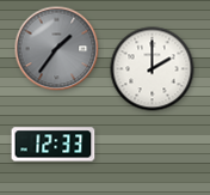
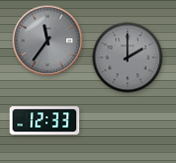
clock at (57, 49): 1:36 -> 11:36
clock at (153, 69) dial: white -> grey
